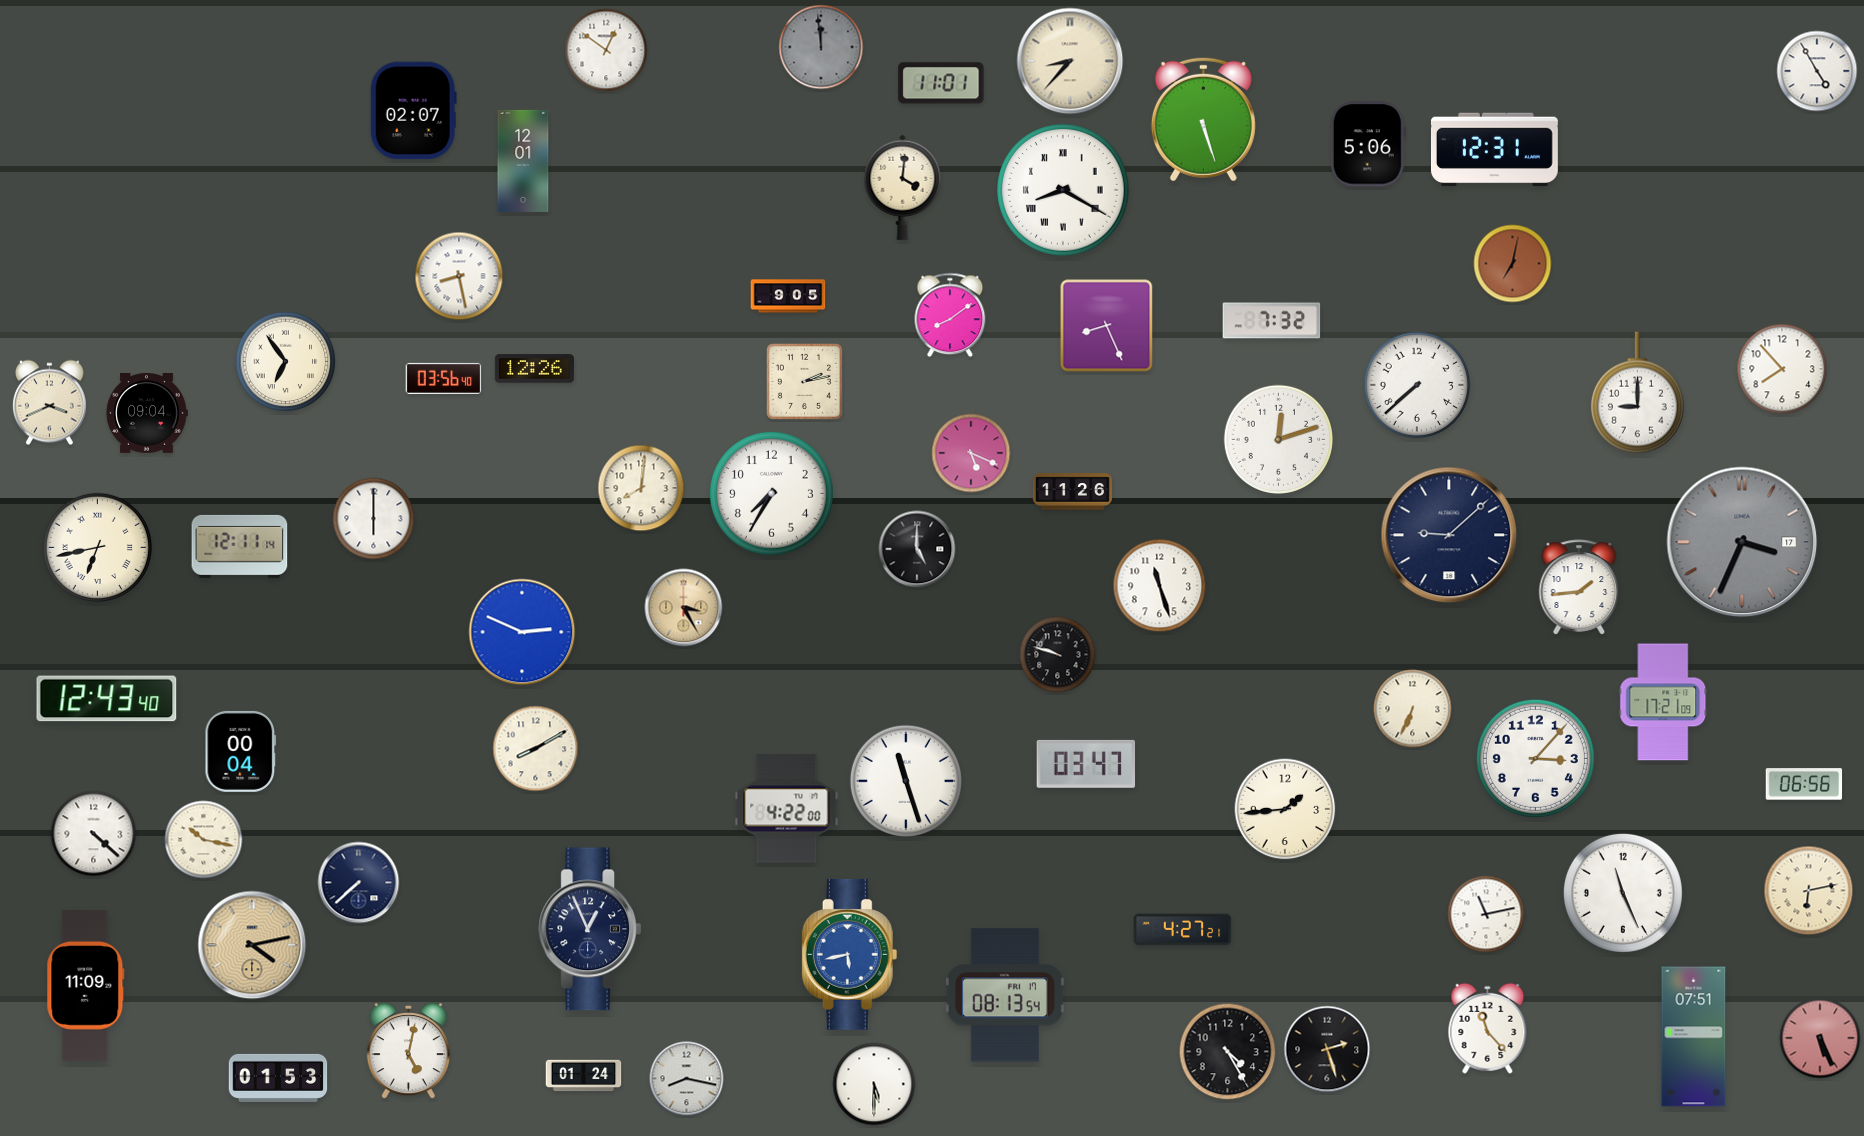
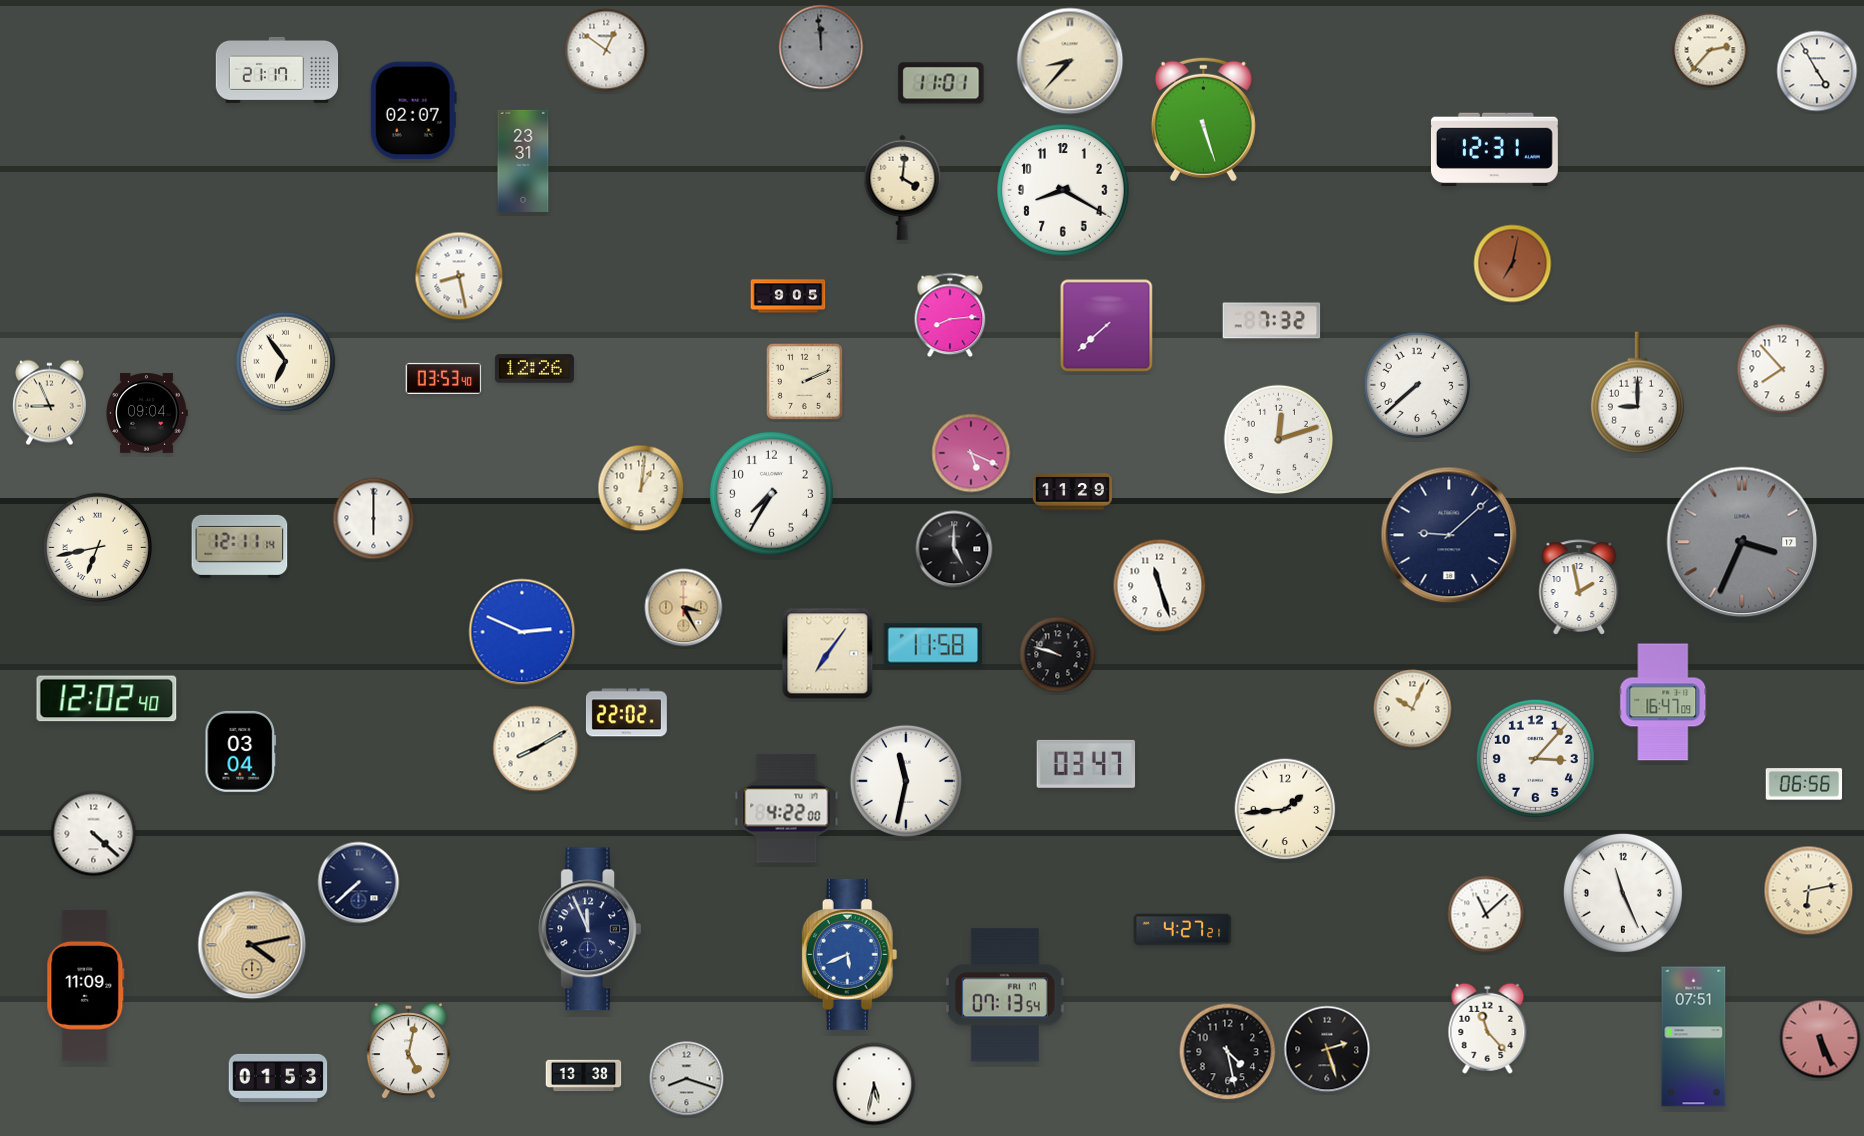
clock at (1710, 50): none -> 2:37
clock at (277, 70): none -> 21:17
clock at (1368, 144): 5:06 -> none
clock at (523, 161): 12:01 -> 23:31
clock at (1063, 190) numerals: Roman -> Arabic
clock at (950, 315): 8:09 -> 8:14
clock at (1107, 326): 8:26 -> 7:38
clock at (444, 378): 03:56 -> 03:53
clock at (804, 381): 2:13 -> 2:11
clock at (49, 403): 3:41 -> 8:56
clock at (641, 488): 8:01 -> 1:01
clock at (1072, 492): 11:26 -> 11:29
clock at (917, 549) position: (917, 549) -> (954, 549)
clock at (1579, 587): 1:44 -> 1:58
clock at (933, 645): none -> 11:58
clock at (828, 654): none -> 7:06
clock at (107, 699): 12:43 -> 12:02
clock at (1663, 702): 17:21 -> 16:47
clock at (1413, 709): 6:34 -> 10:04
clock at (626, 713): none -> 22:02
clock at (241, 751): 00:04 -> 03:04
clock at (906, 781): 11:27 -> 11:32
clock at (204, 840): 10:17 -> none
clock at (1486, 914): 11:13 -> 11:08
clock at (590, 929): 12:56 -> 11:56
clock at (850, 954): 5:43 -> 5:41
clock at (1005, 995): 08:13 -> 07:13
clock at (1228, 1052): 4:25 -> 4:28
clock at (584, 1076): 01:24 -> 13:38
clock at (687, 1079): 8:17 -> 8:18
clock at (874, 1084): 5:30 -> 5:32
